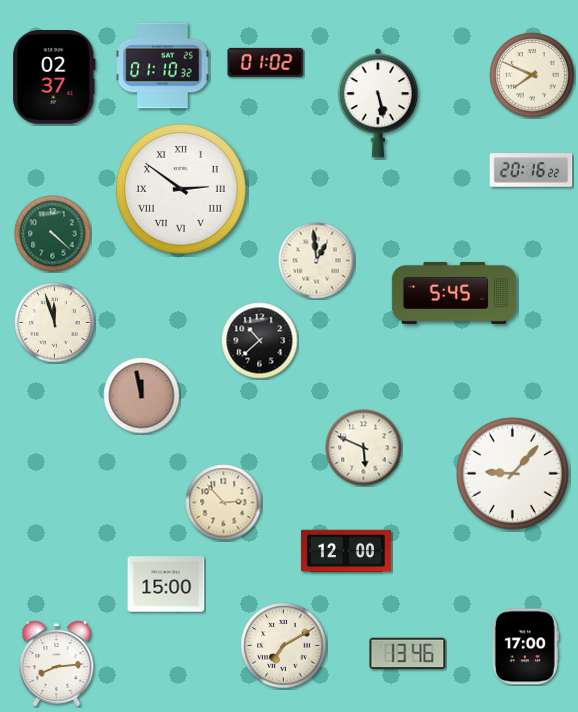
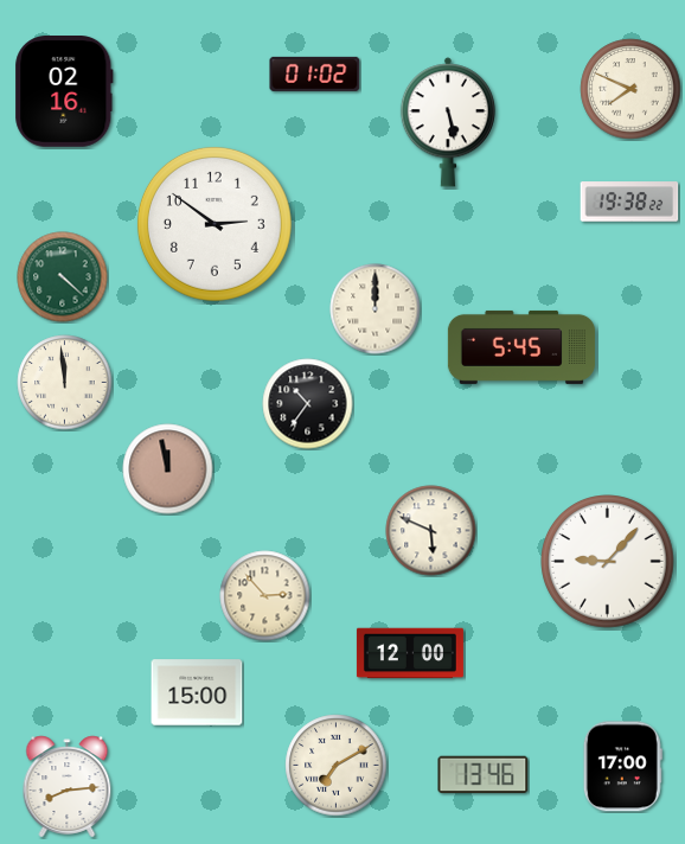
clock at (163, 66): 01:10 -> none
clock at (54, 78): 02:37 -> 02:16
clock at (531, 170): 20:16 -> 19:38
clock at (181, 189) numerals: Roman -> Arabic
clock at (317, 261): 12:59 -> 12:00
clock at (454, 293) position: (454, 293) -> (521, 347)
clock at (55, 323): 11:57 -> 11:59
clock at (260, 341): 10:38 -> 10:36
